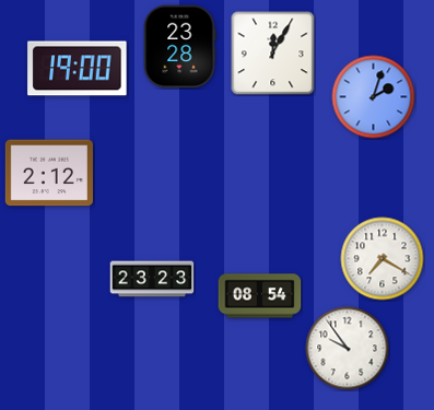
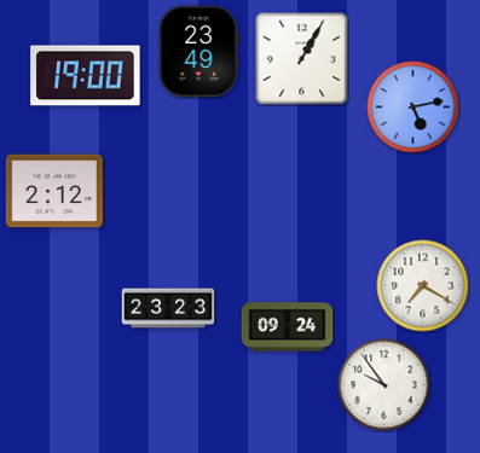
clock at (180, 47): 23:28 -> 23:49
clock at (273, 54): 12:05 -> 1:05
clock at (374, 97): 2:03 -> 5:13
clock at (260, 296): 08:54 -> 09:24
